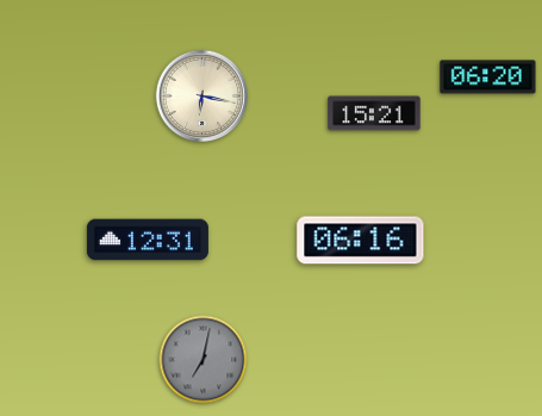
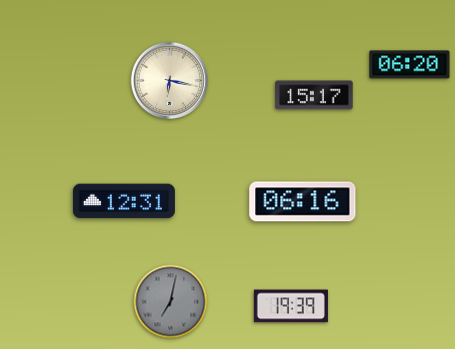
clock at (374, 113): 15:21 -> 15:17
clock at (291, 306): none -> 19:39
